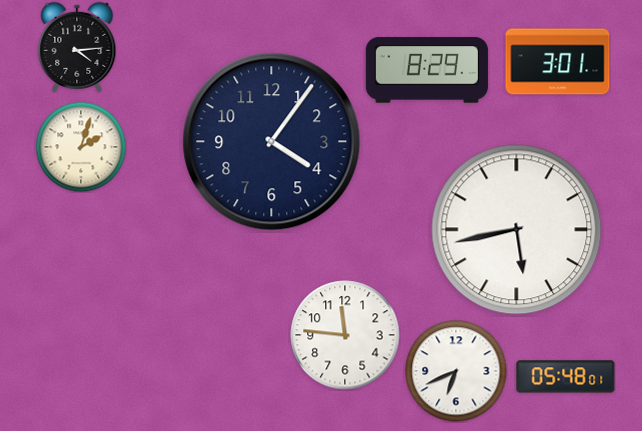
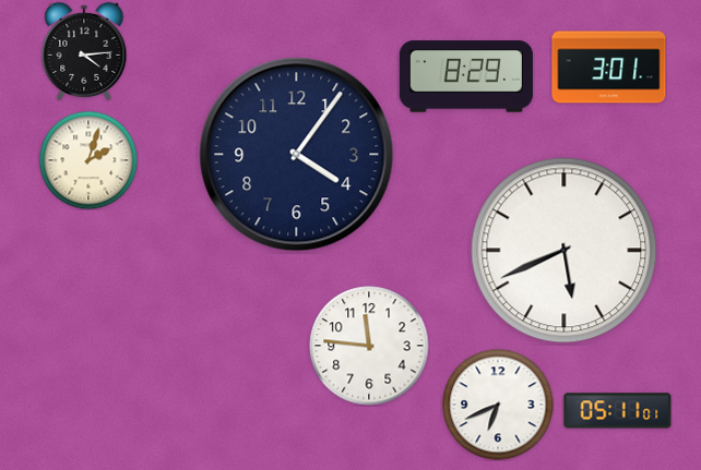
clock at (517, 230): 5:43 -> 5:41
clock at (345, 335) position: (345, 335) -> (369, 346)
clock at (566, 377): 05:48 -> 05:11
